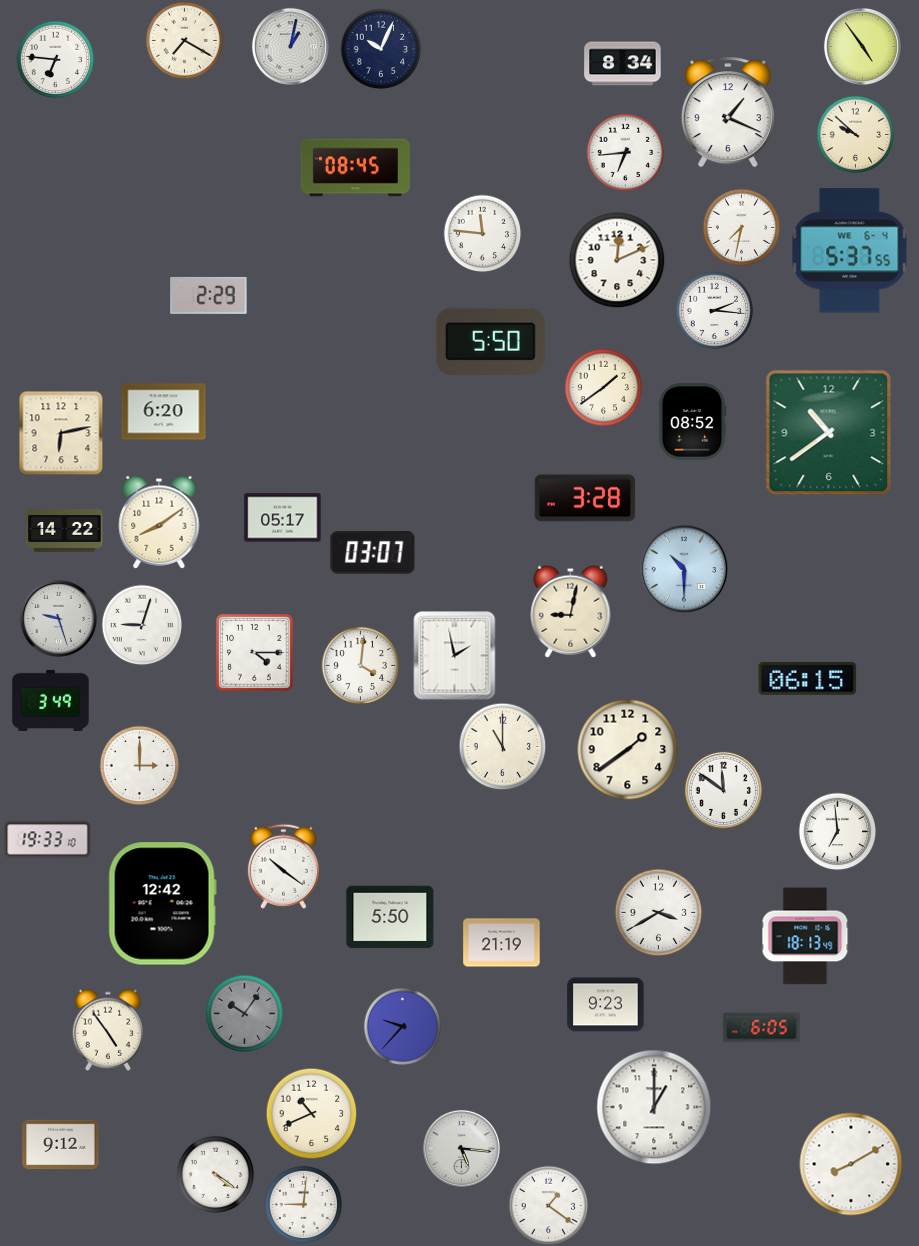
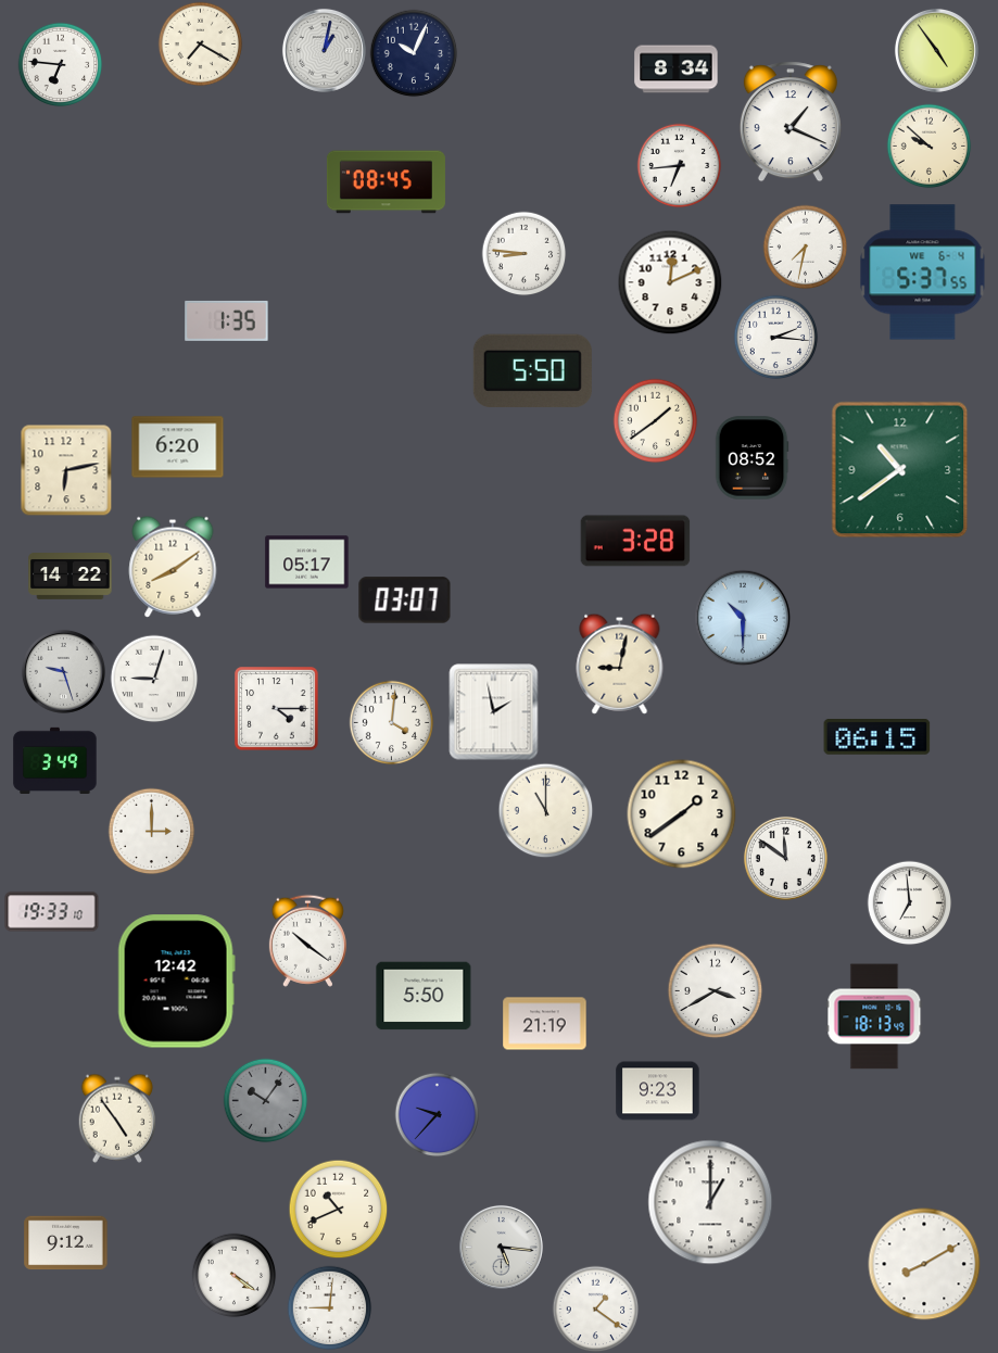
clock at (290, 46) position: (290, 46) -> (324, 50)
clock at (482, 233): 11:46 -> 8:46
clock at (209, 295): 2:29 -> 1:35
clock at (762, 1028): 6:05 -> none
